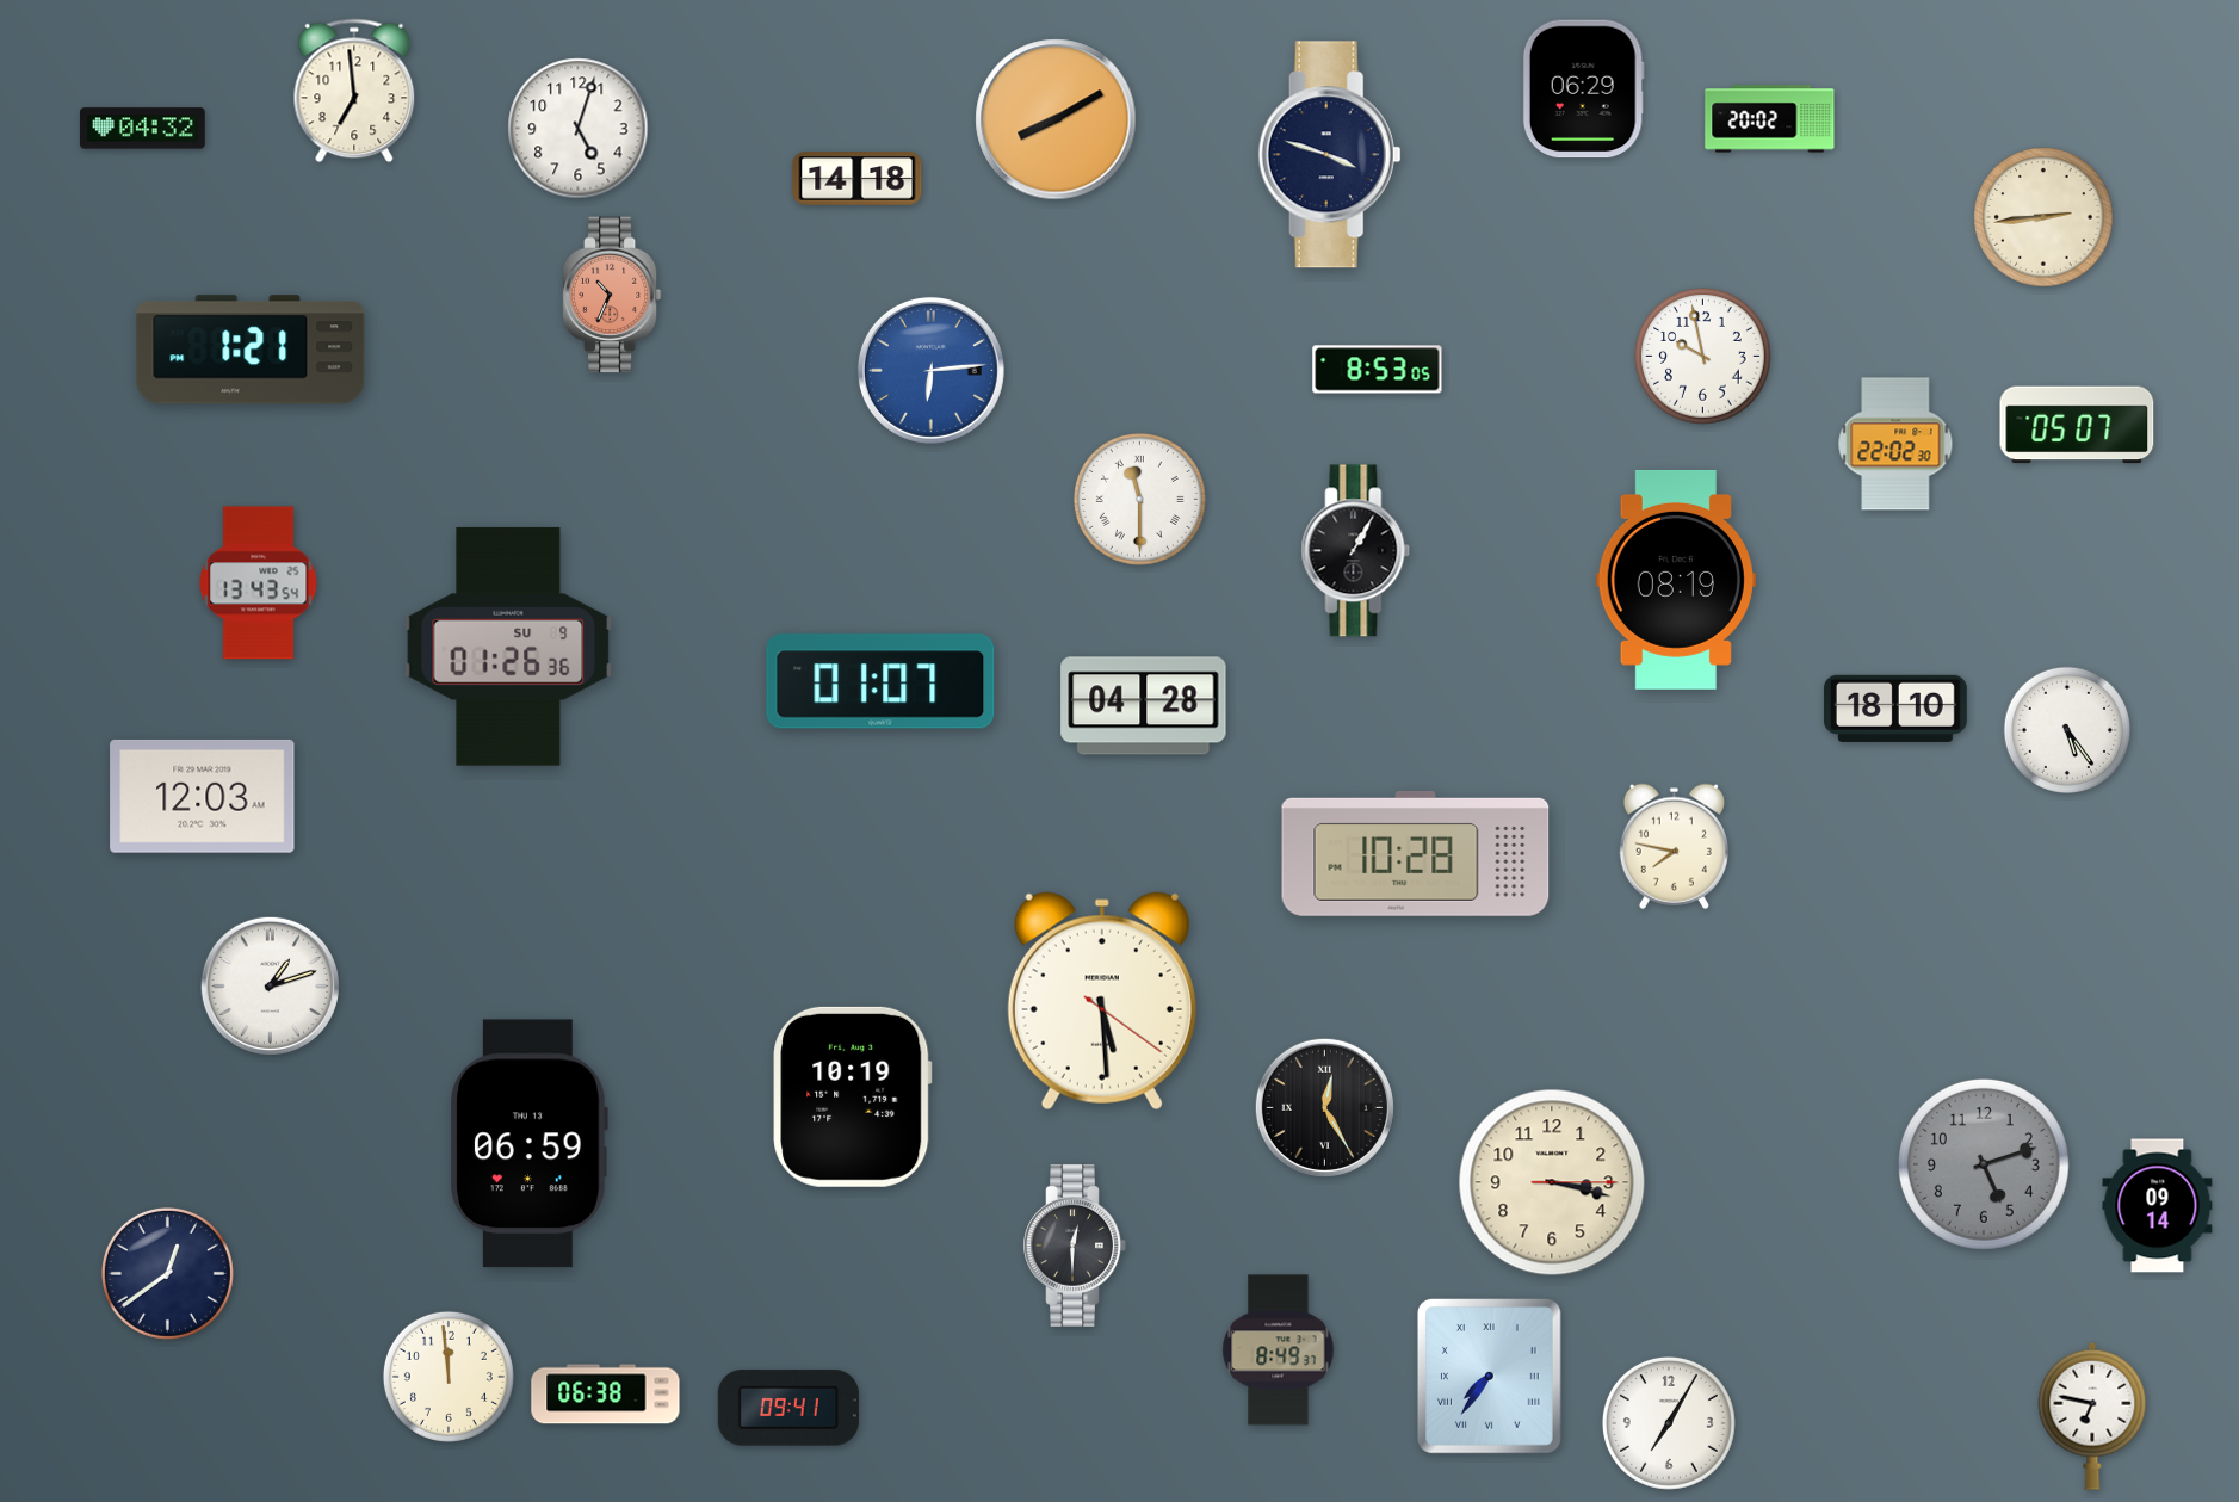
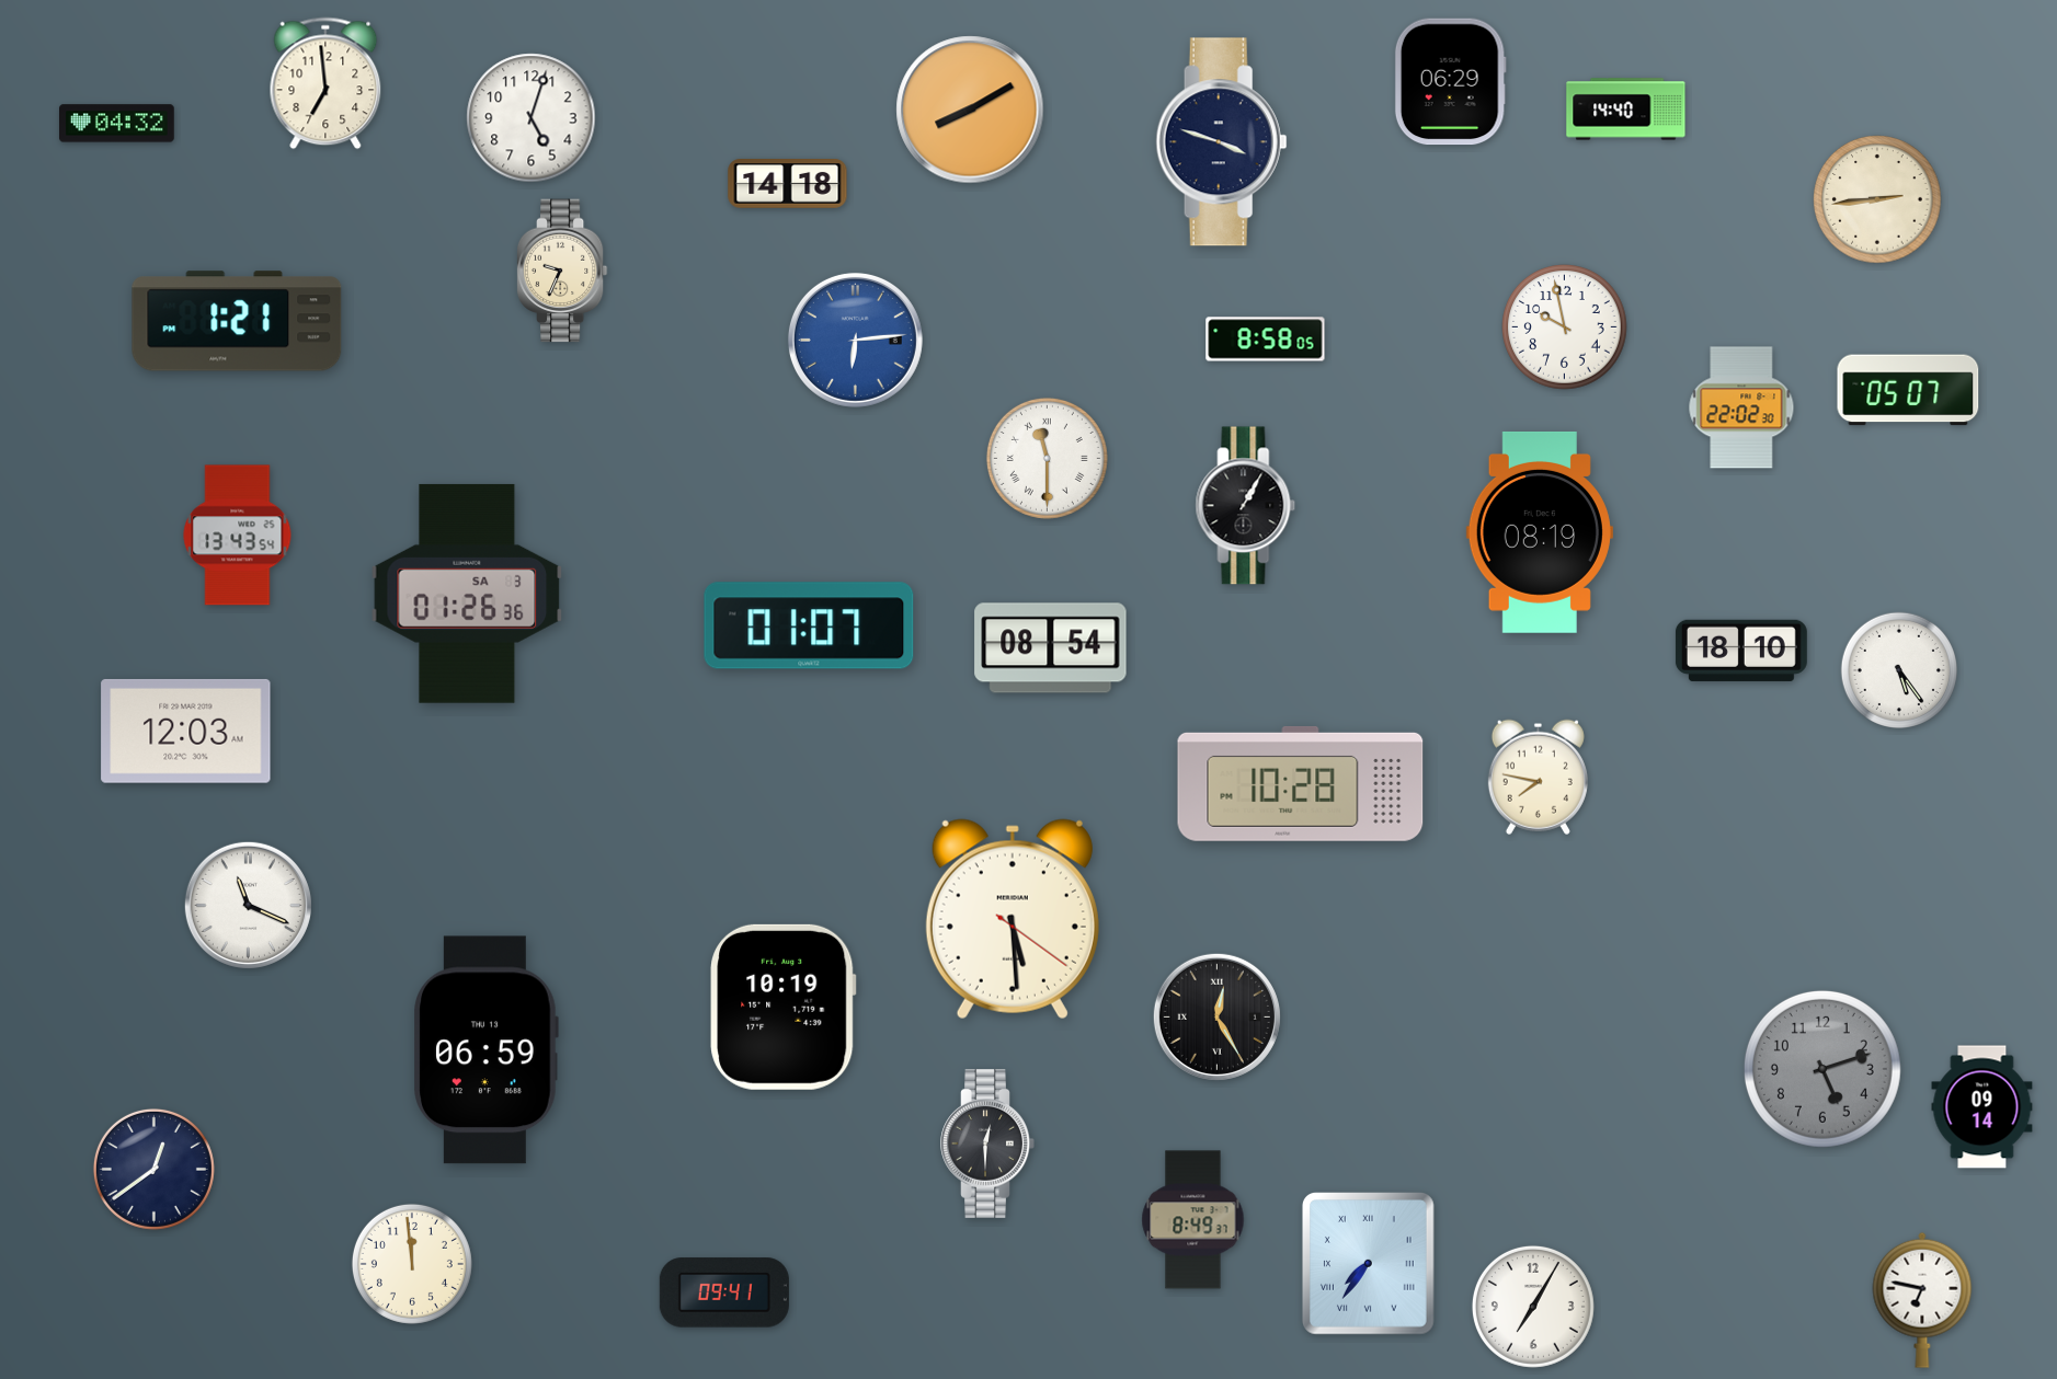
clock at (1583, 89) position: (1583, 89) -> (1450, 82)
clock at (1770, 119): 20:02 -> 14:40
clock at (143, 129) position: (143, 129) -> (117, 124)
clock at (858, 179) position: (858, 179) -> (788, 184)
clock at (612, 295): 10:34 -> 9:34
clock at (612, 295) dial: salmon -> cream
clock at (251, 350) position: (251, 350) -> (237, 321)
clock at (1378, 370): 8:53 -> 8:58
clock at (508, 647) date: SU 9 -> SA 3
clock at (1144, 706): 04:28 -> 08:54
clock at (270, 985): 1:12 -> 11:19
clock at (1552, 1182): 3:17 -> none
clock at (1279, 1350) position: (1279, 1350) -> (1193, 1220)
clock at (606, 1395): 06:38 -> none
